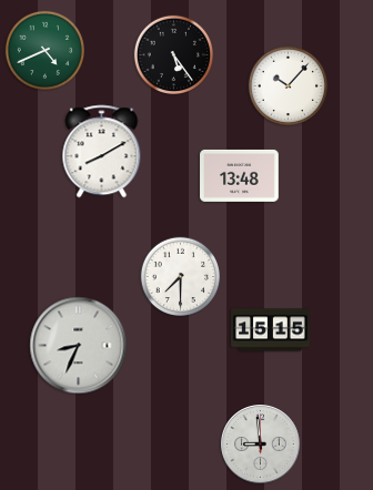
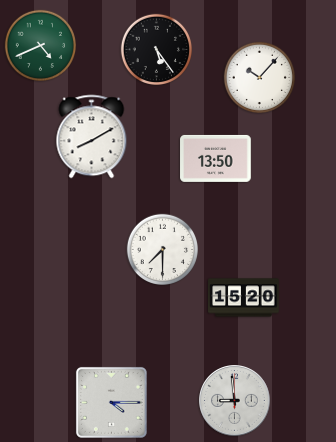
clock at (240, 175): 13:48 -> 13:50
clock at (271, 330): 15:15 -> 15:20
clock at (79, 346): 8:34 -> none
clock at (111, 402): none -> 4:15
